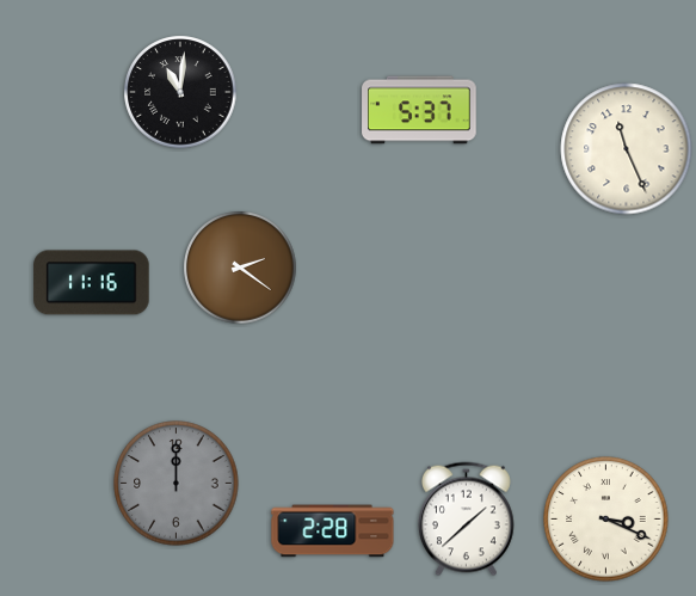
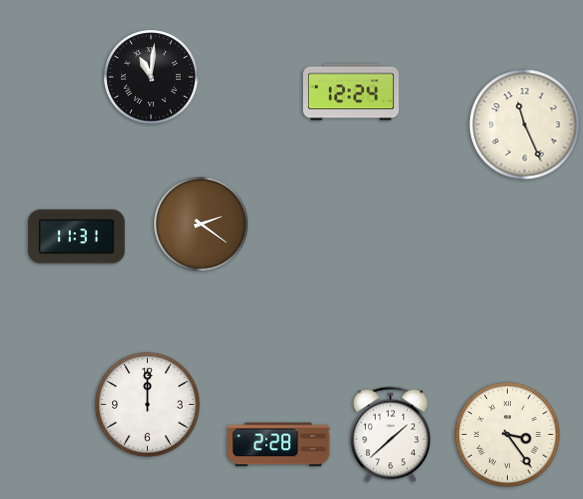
clock at (419, 110): 5:37 -> 12:24
clock at (92, 283): 11:16 -> 11:31
clock at (177, 484) dial: grey -> white
clock at (606, 520): 3:19 -> 3:24
